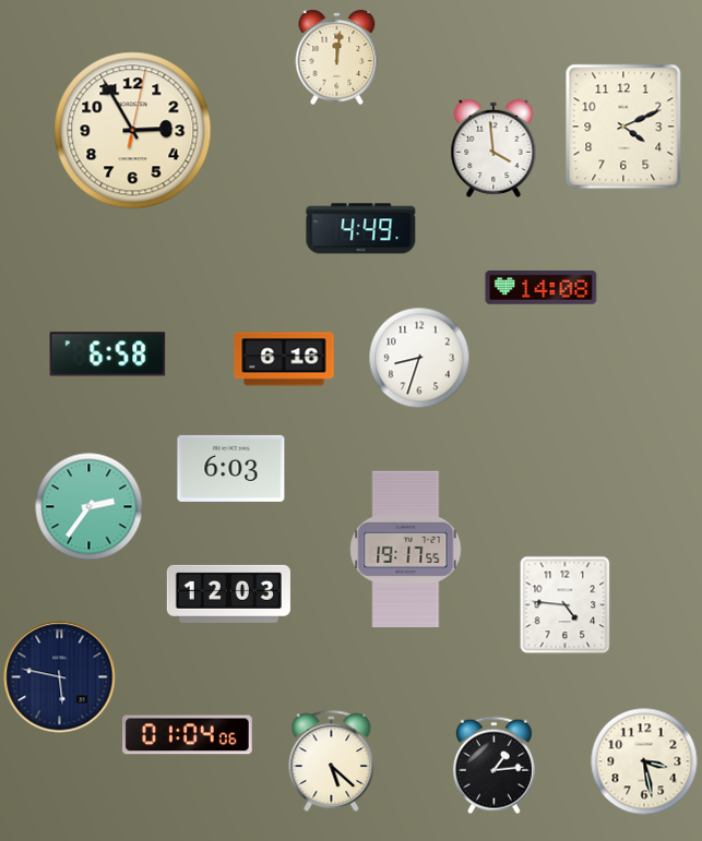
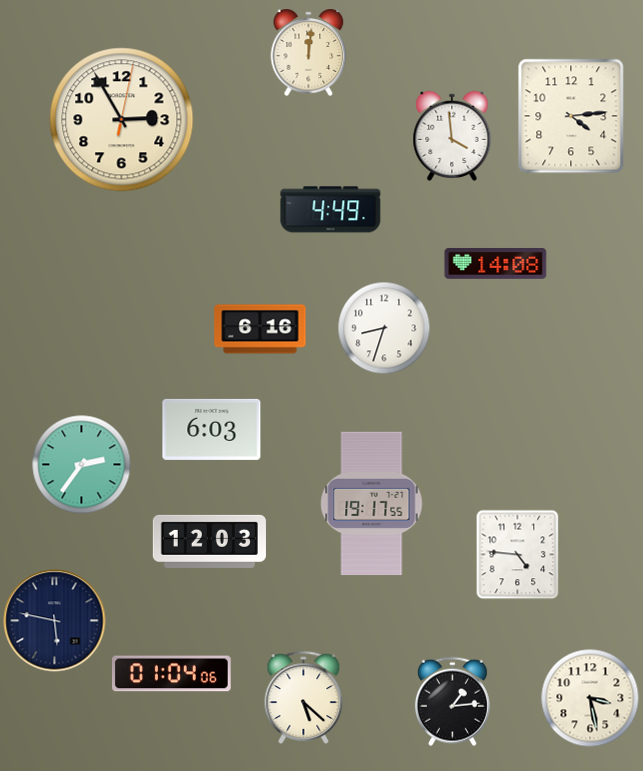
clock at (623, 127): 4:11 -> 4:14
clock at (108, 355): 6:58 -> none
clock at (228, 593) position: (228, 593) -> (209, 541)
